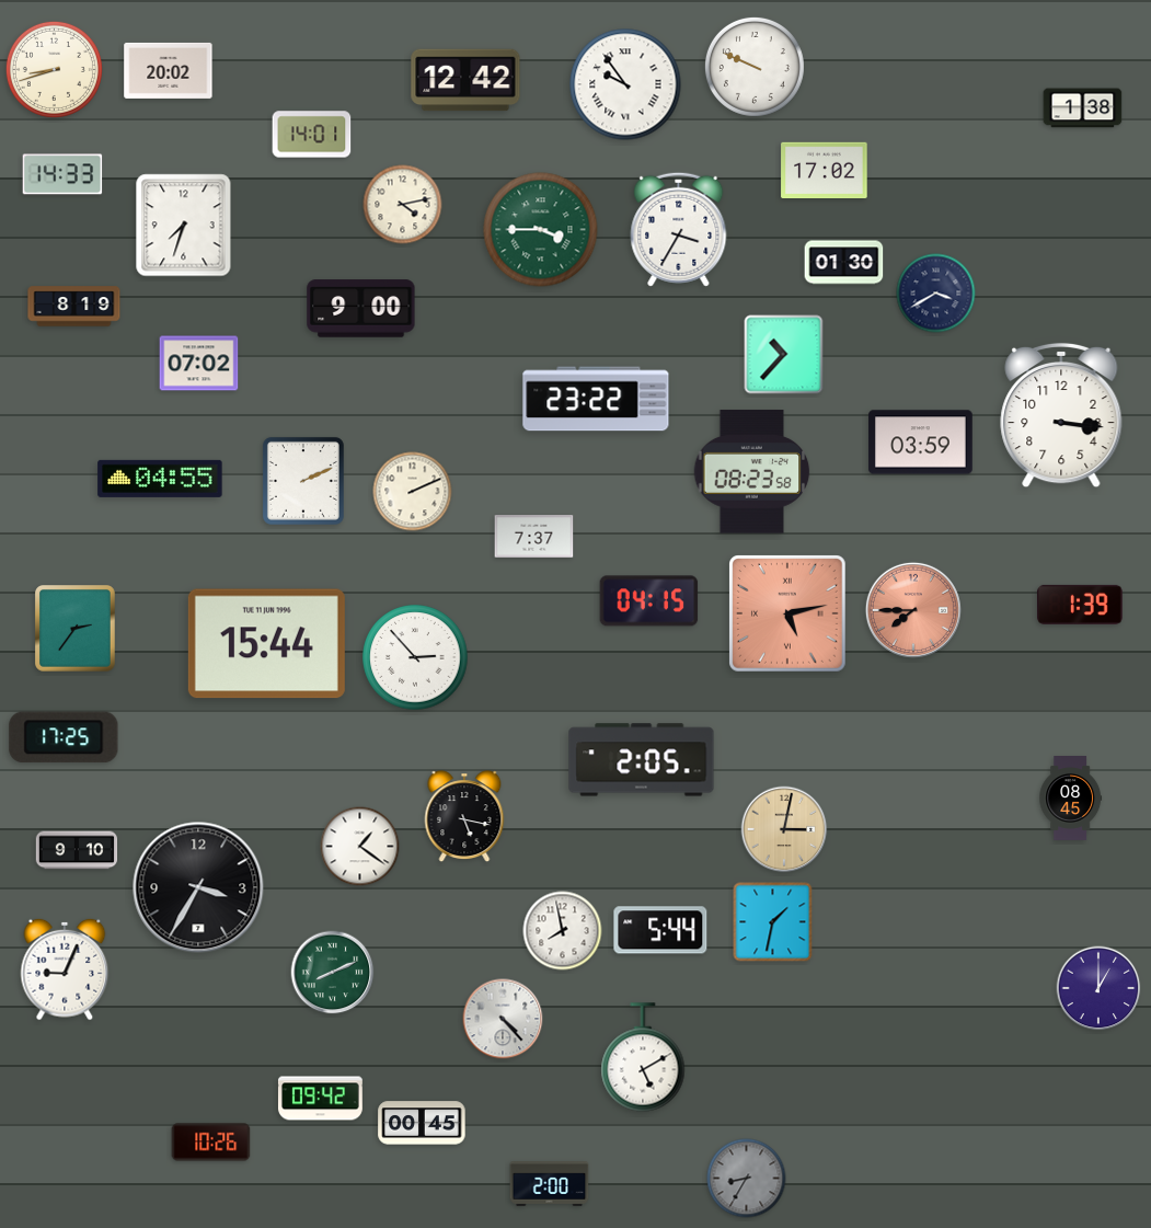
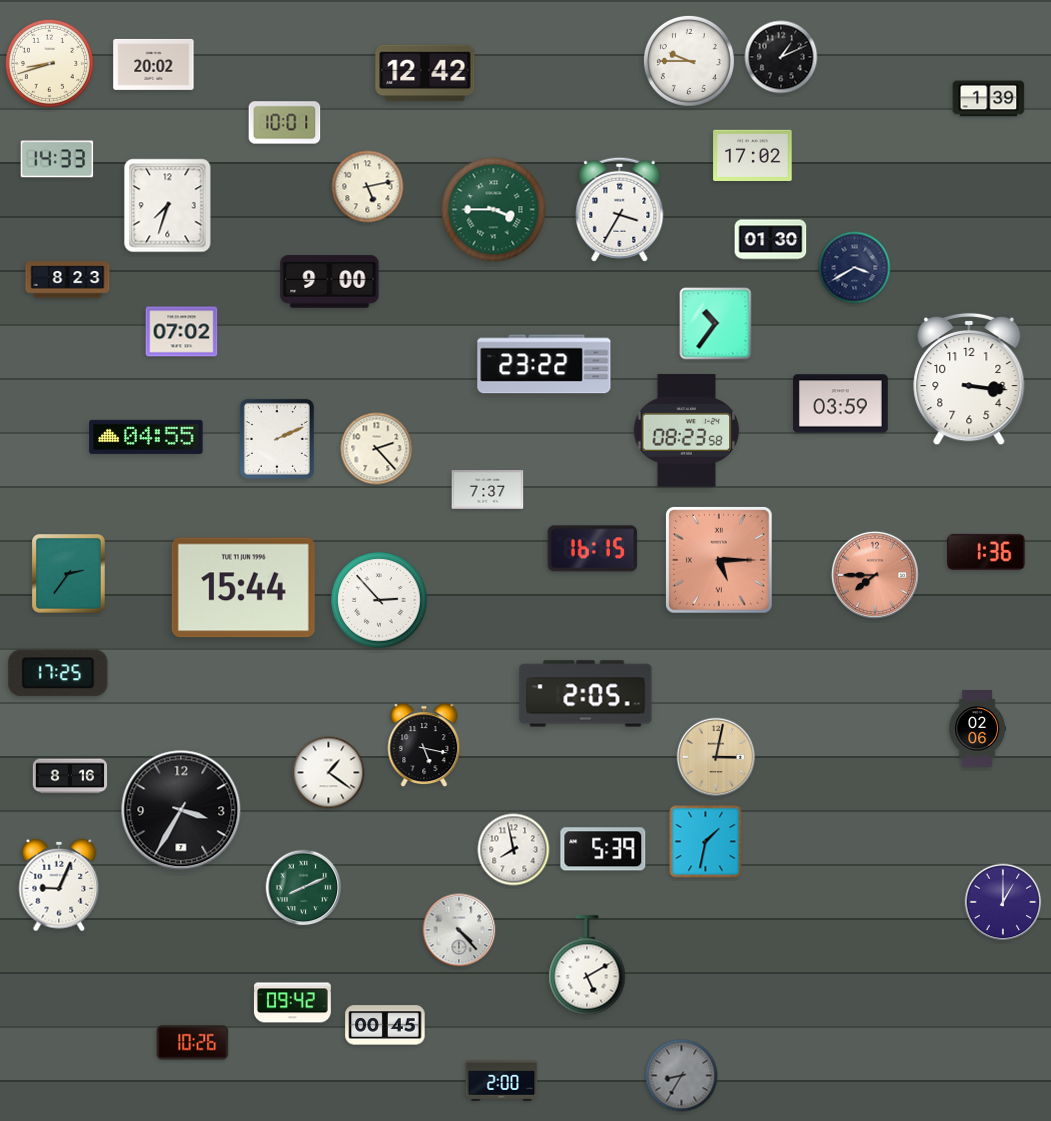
clock at (781, 57): none -> 1:11
clock at (755, 67): 9:49 -> 9:45
clock at (625, 84): 9:54 -> none
clock at (1083, 108): 1:38 -> 1:39
clock at (312, 135): 14:01 -> 10:01
clock at (403, 205): 4:13 -> 5:13
clock at (74, 307): 8:19 -> 8:23
clock at (784, 355): 10:37 -> 10:36
clock at (413, 492): 2:11 -> 2:23
clock at (649, 601): 04:15 -> 16:15
clock at (1080, 605): 1:39 -> 1:36
clock at (913, 610) position: (913, 610) -> (875, 575)
clock at (789, 615): 5:13 -> 5:15
clock at (1071, 799): 08:45 -> 02:06
clock at (77, 850): 9:10 -> 8:16
clock at (660, 930): 5:44 -> 5:39
